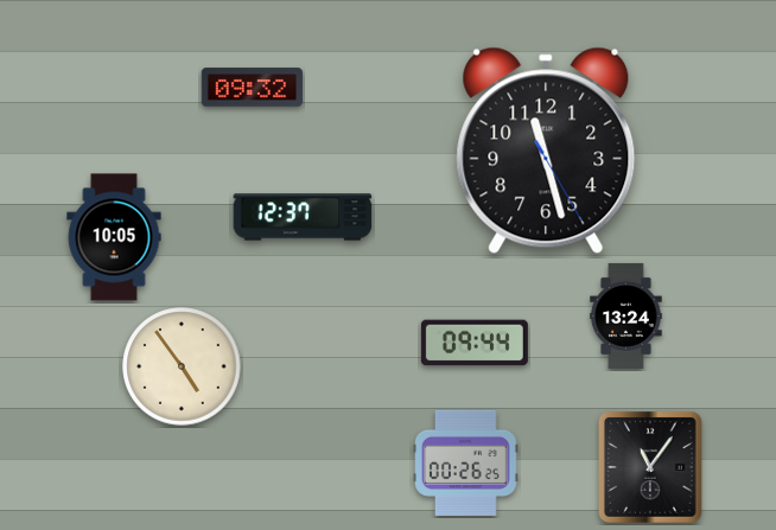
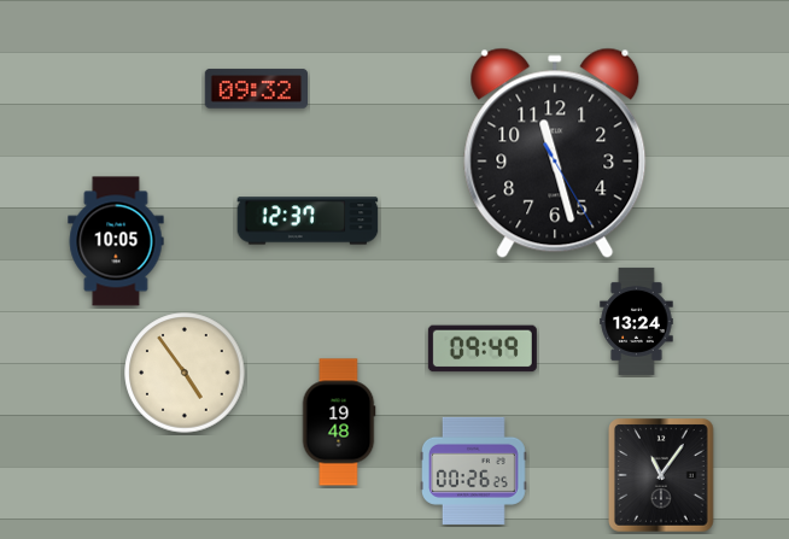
clock at (475, 343): 09:44 -> 09:49
clock at (339, 422): none -> 19:48
